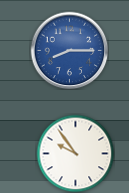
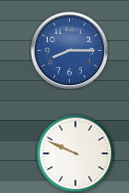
clock at (75, 153): 9:54 -> 9:49
